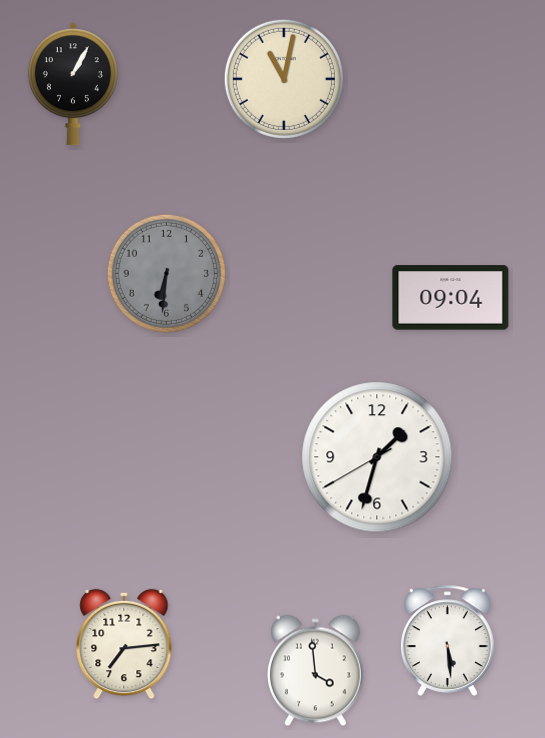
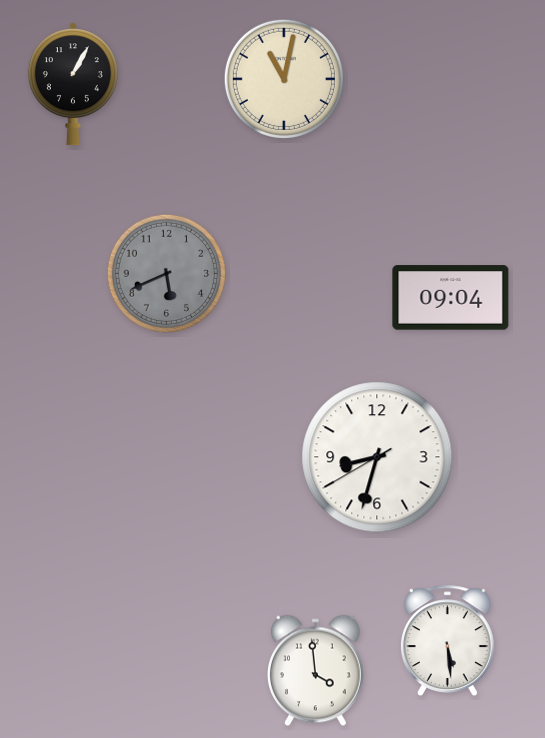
clock at (166, 273): 6:31 -> 5:41
clock at (377, 457): 1:32 -> 8:32
clock at (124, 644): 7:14 -> none
